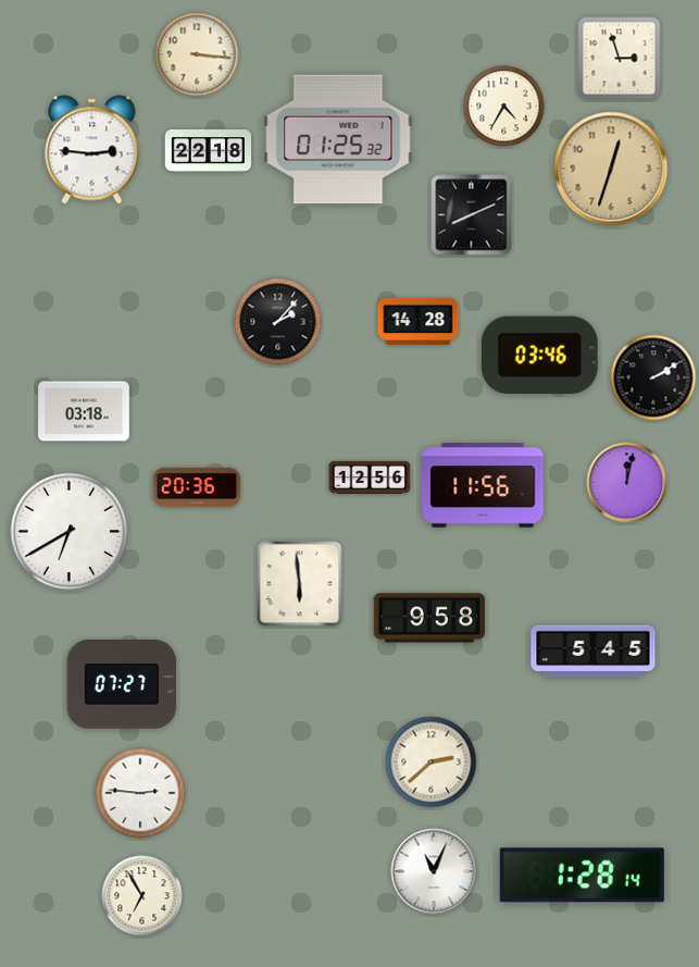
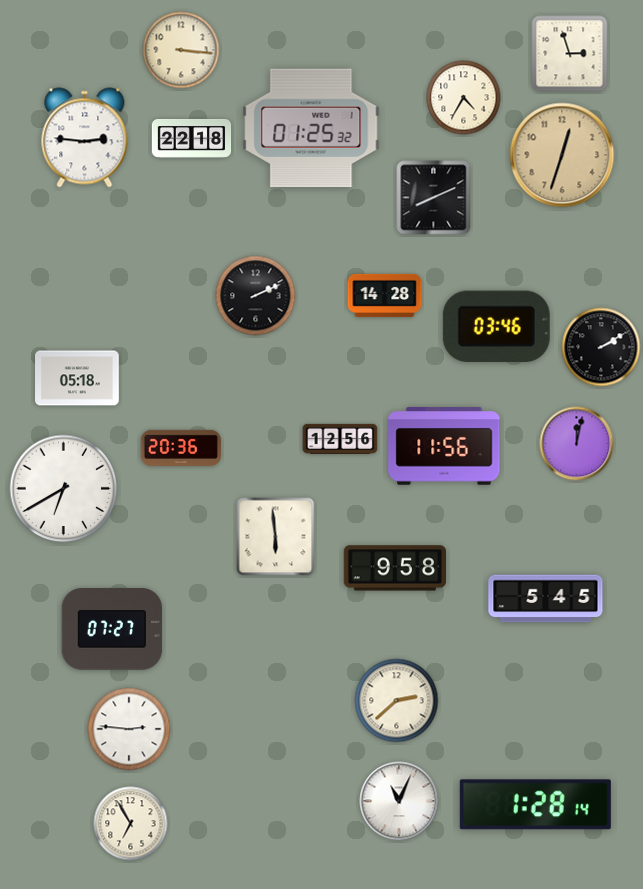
clock at (278, 322): 2:07 -> 2:11
clock at (85, 411): 03:18 -> 05:18
